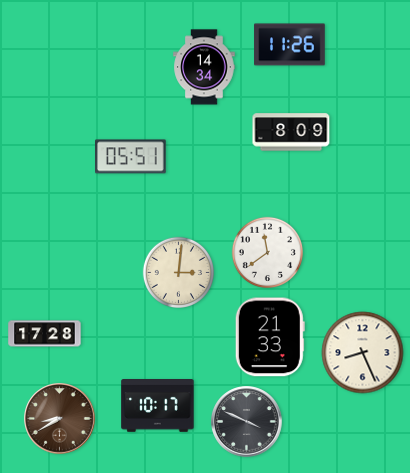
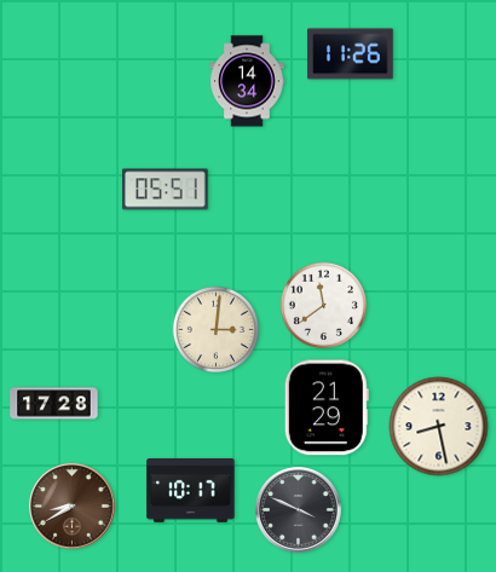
clock at (291, 132): 8:09 -> none
clock at (131, 157) position: (131, 157) -> (166, 190)
clock at (270, 337): 21:33 -> 21:29
clock at (363, 353): 8:26 -> 8:28
